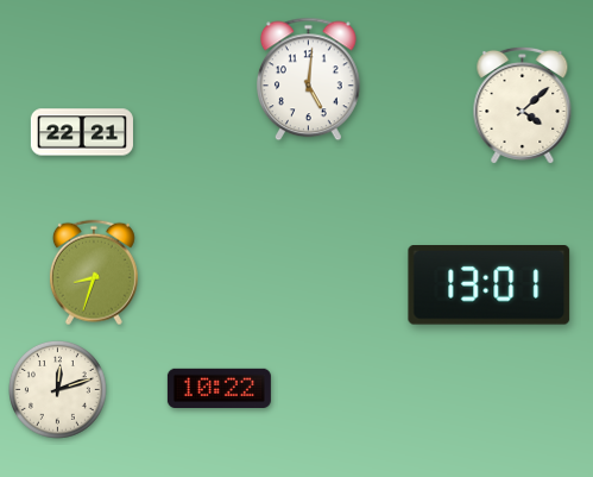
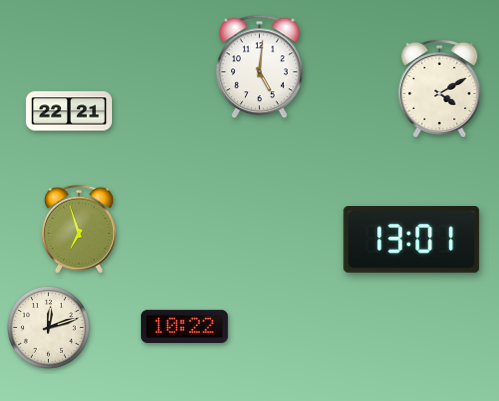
clock at (523, 105): 4:08 -> 4:10
clock at (94, 272): 8:33 -> 6:57
